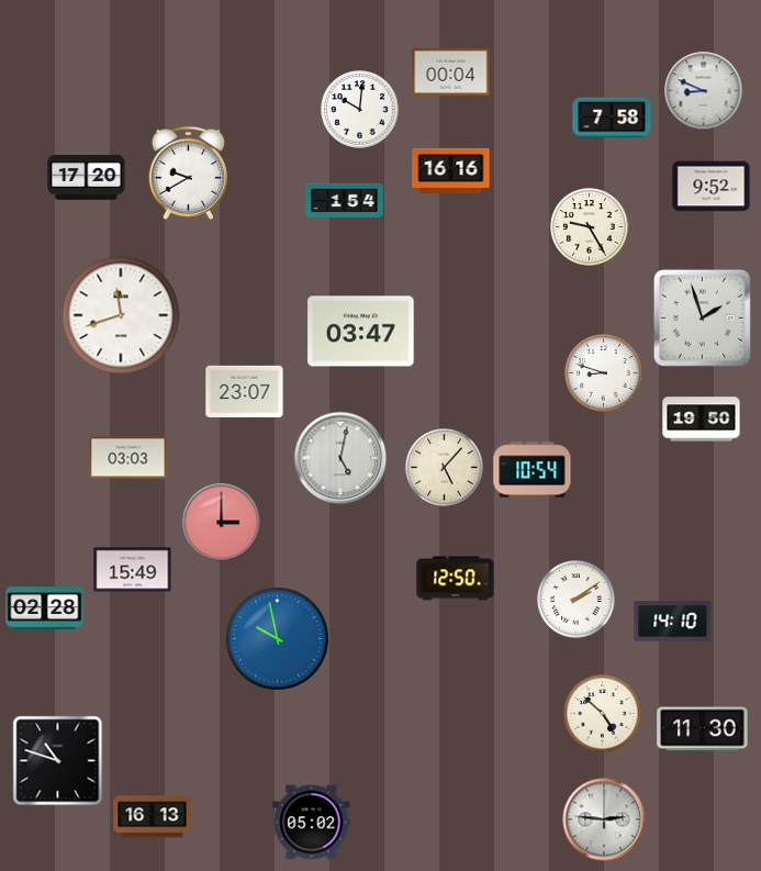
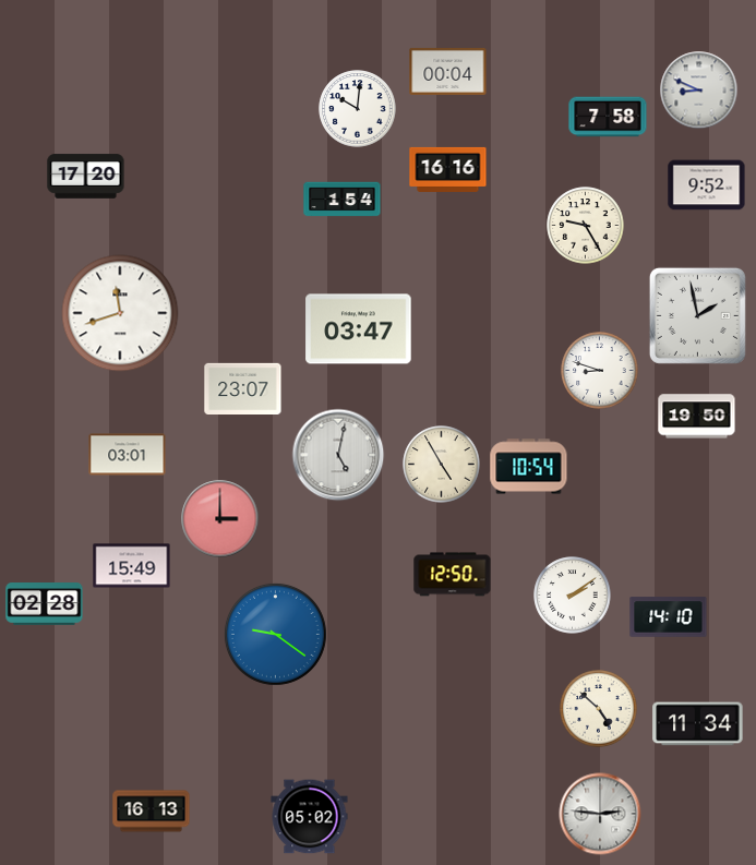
clock at (189, 172): 9:40 -> none
clock at (702, 317): 1:57 -> 1:58
clock at (128, 458): 03:03 -> 03:01
clock at (445, 468): 5:07 -> 4:55
clock at (277, 638): 9:58 -> 9:21
clock at (703, 729): 11:30 -> 11:34
clock at (58, 761): 10:48 -> none
